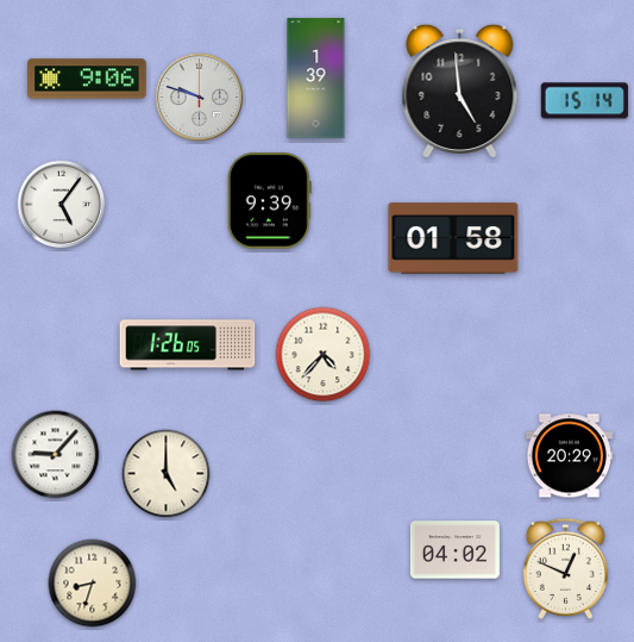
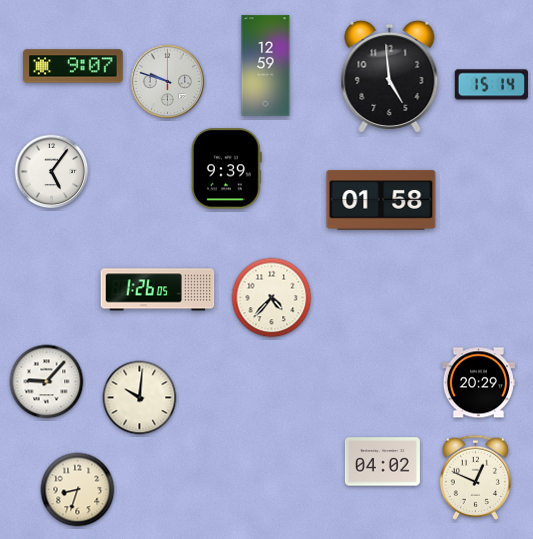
clock at (87, 79): 9:06 -> 9:07
clock at (316, 79): 1:39 -> 12:59
clock at (460, 91) position: (460, 91) -> (390, 76)
clock at (167, 474): 5:00 -> 10:01
